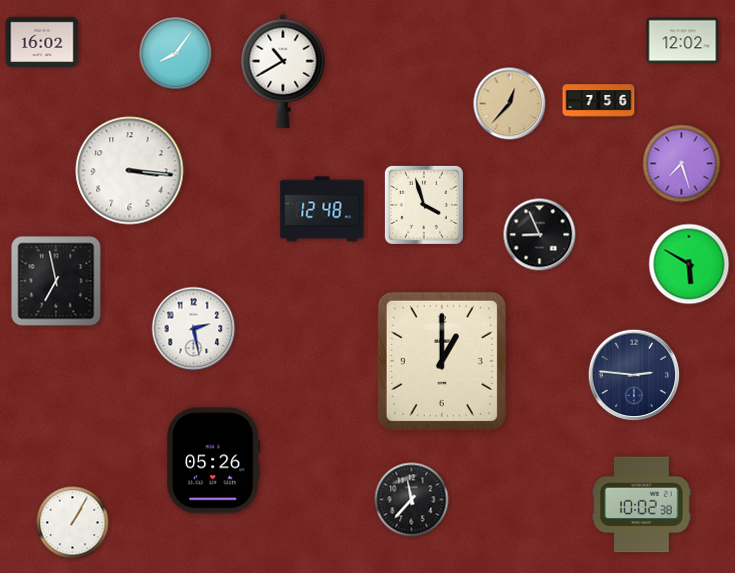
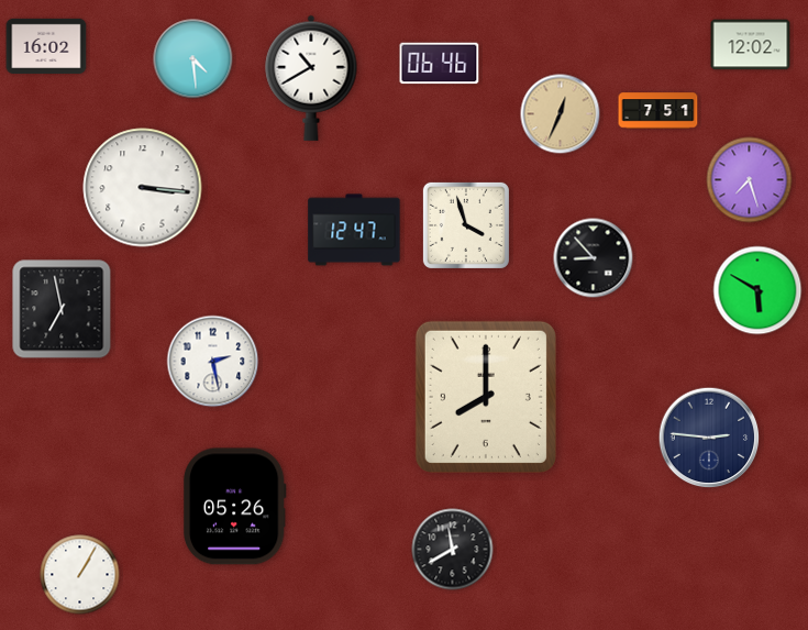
clock at (176, 54): 8:06 -> 4:29
clock at (440, 64): none -> 06:46
clock at (599, 101): 7:56 -> 7:51
clock at (510, 104): 12:37 -> 12:34
clock at (322, 209): 12:48 -> 12:47
clock at (540, 235): 8:56 -> 8:53
clock at (442, 361): 1:00 -> 8:00
clock at (634, 375) position: (634, 375) -> (709, 438)
clock at (412, 500): 11:37 -> 11:40
clock at (642, 505): 10:02 -> none
